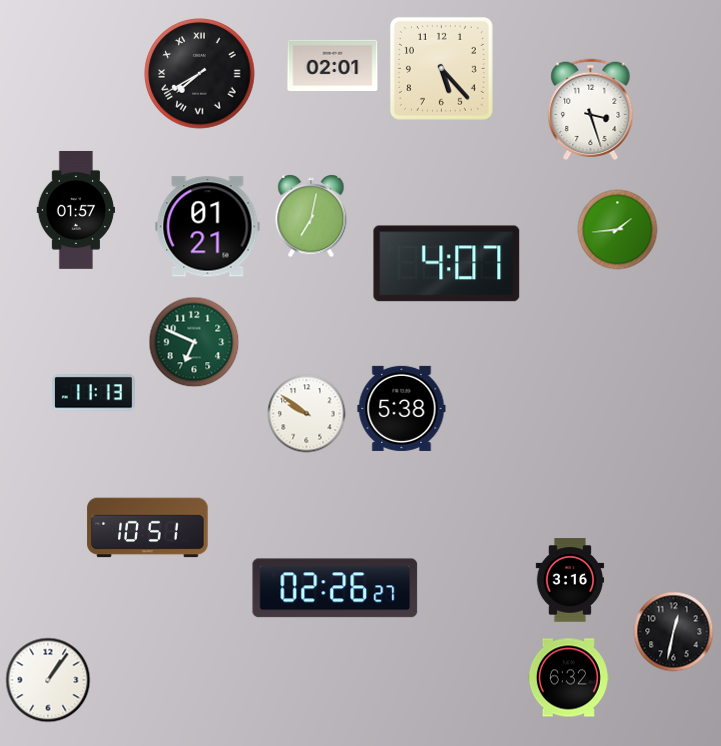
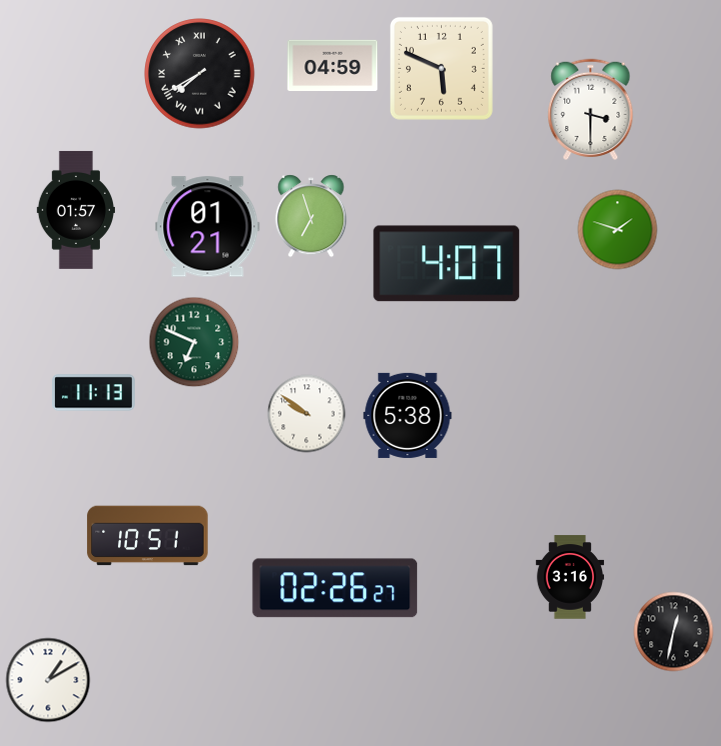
clock at (333, 65): 02:01 -> 04:59
clock at (441, 68): 5:23 -> 5:49
clock at (591, 110): 3:27 -> 3:30
clock at (311, 216): 7:02 -> 6:57
clock at (618, 230): 1:44 -> 1:48
clock at (402, 408) position: (402, 408) -> (408, 415)
clock at (148, 528) position: (148, 528) -> (148, 536)
clock at (570, 580) position: (570, 580) -> (570, 577)
clock at (568, 678): 6:32 -> none
clock at (48, 680): 1:06 -> 1:10
